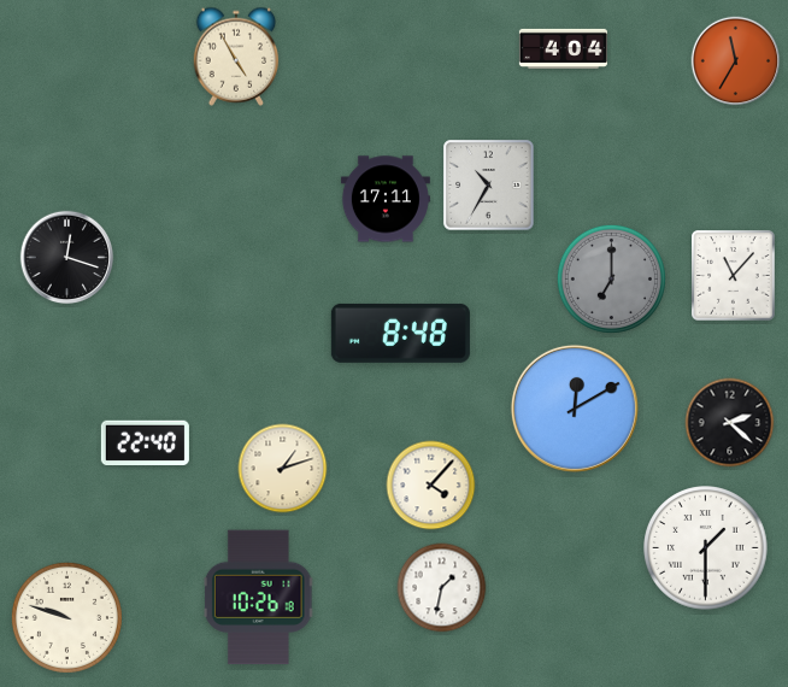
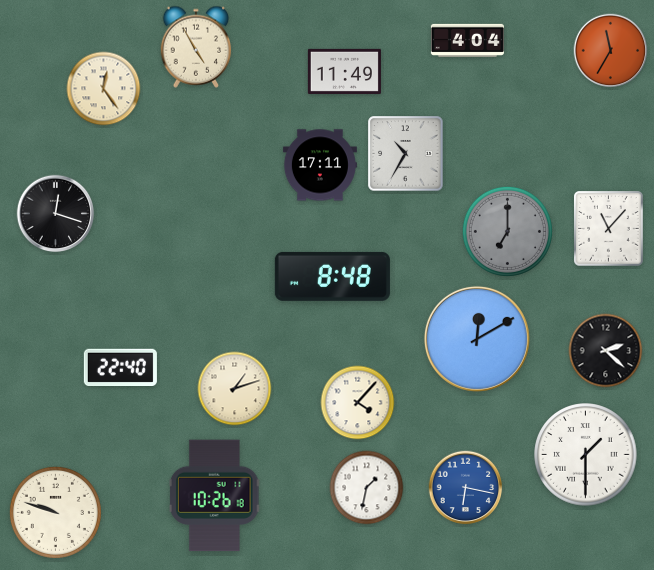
clock at (344, 71): none -> 11:49
clock at (104, 89): none -> 12:24
clock at (466, 488): none -> 6:17
